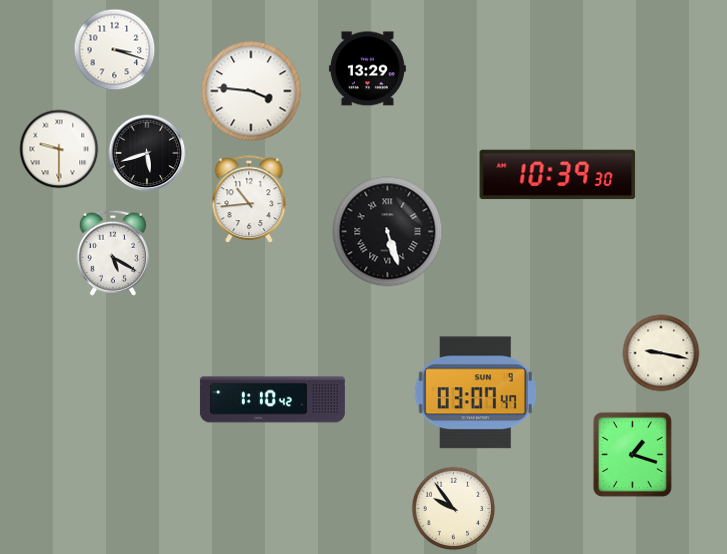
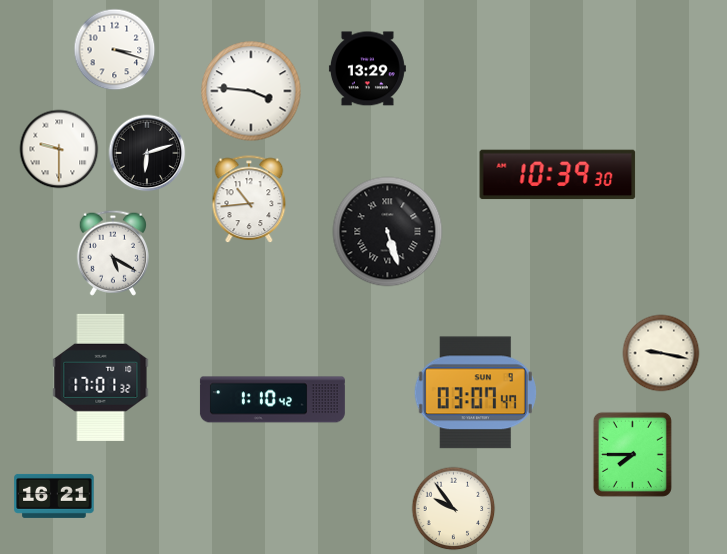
clock at (147, 153): 5:42 -> 6:12
clock at (101, 377): none -> 17:01
clock at (632, 454): 1:18 -> 7:45
clock at (54, 496): none -> 16:21
